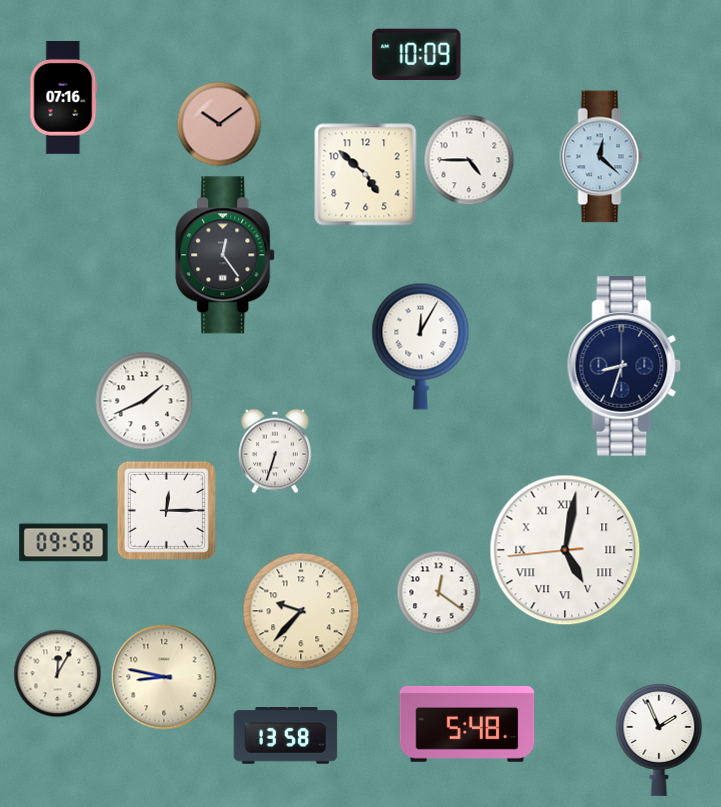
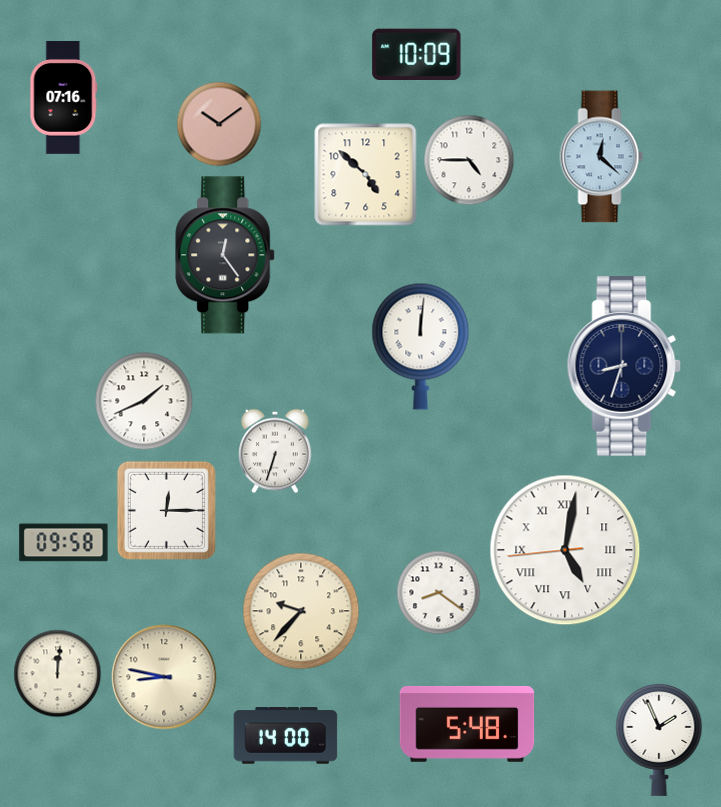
clock at (421, 346): 12:05 -> 12:01
clock at (439, 593): 12:21 -> 8:21
clock at (58, 674): 12:05 -> 12:01
clock at (286, 736): 13:58 -> 14:00
